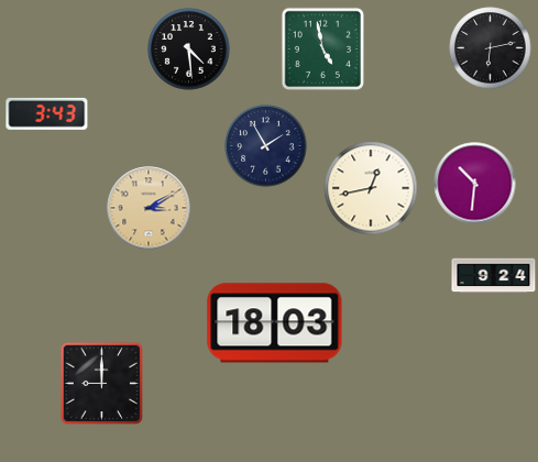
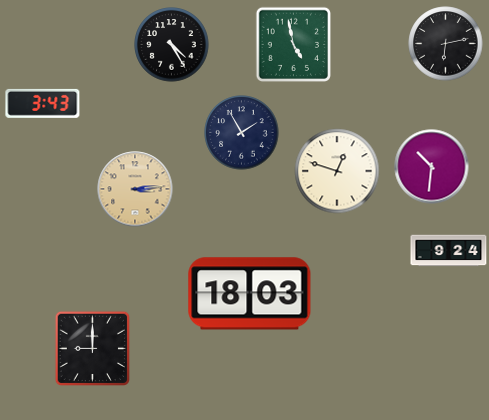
clock at (189, 50): 4:29 -> 4:25
clock at (371, 188): 12:43 -> 12:48
clock at (149, 208): 3:10 -> 3:14
